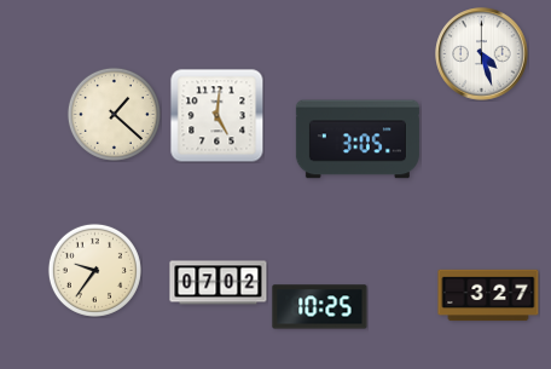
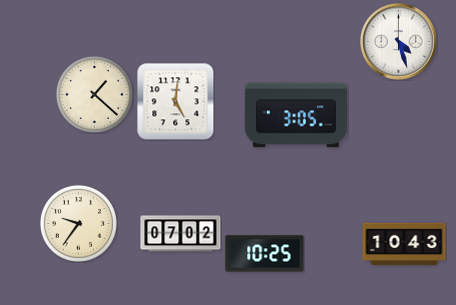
clock at (482, 54) position: (482, 54) -> (399, 42)
clock at (216, 115) position: (216, 115) -> (175, 101)
clock at (488, 295): 3:27 -> 10:43
